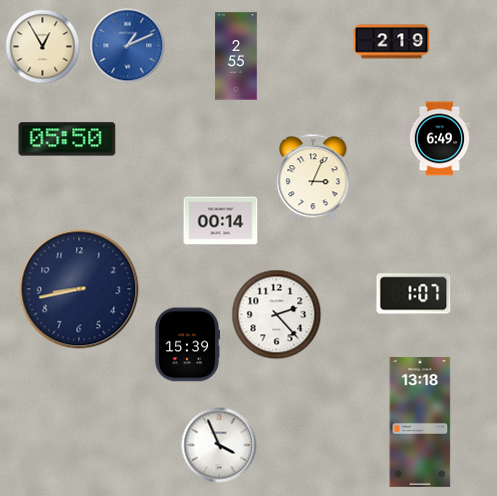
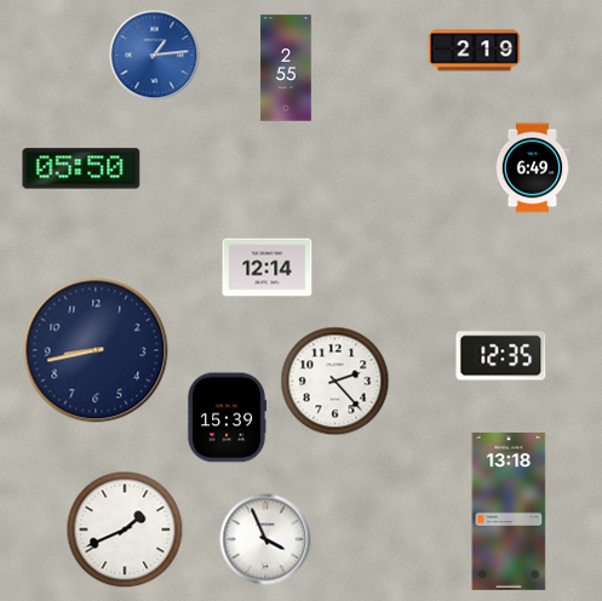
clock at (128, 46): 1:11 -> 1:14
clock at (43, 47): 12:55 -> none
clock at (313, 177): 3:04 -> none
clock at (221, 221): 00:14 -> 12:14
clock at (414, 294): 1:07 -> 12:35
clock at (125, 530): none -> 1:41
